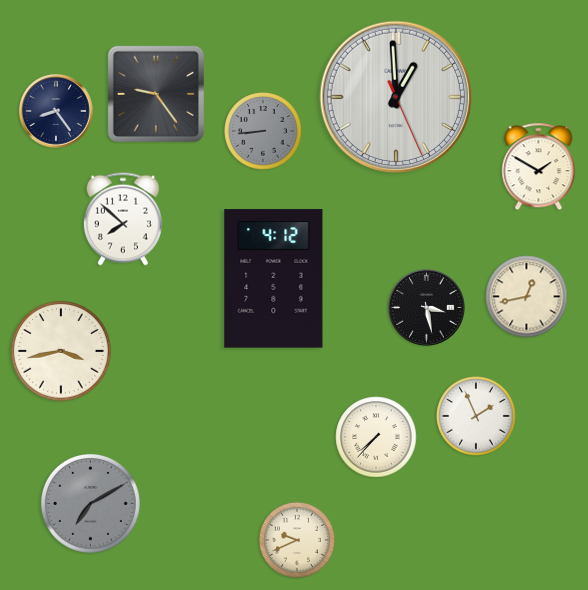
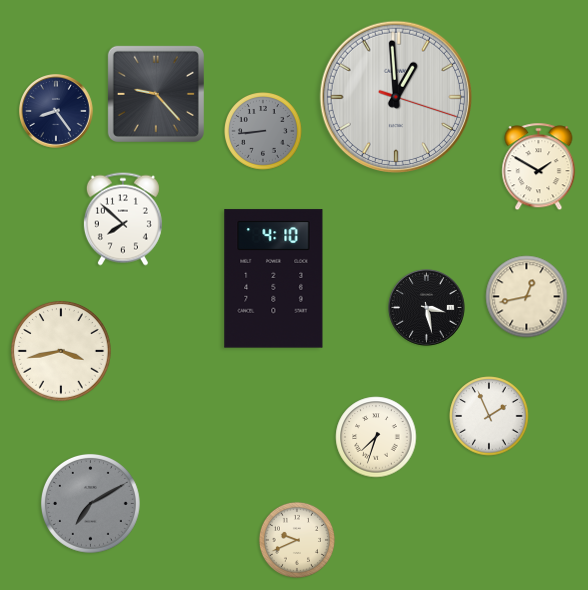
clock at (156, 94): 9:24 -> 9:23
clock at (395, 96): 12:59:26 -> 12:59:18
clock at (274, 279): 4:12 -> 4:10
clock at (476, 416) position: (476, 416) -> (489, 416)
clock at (376, 437): 7:37 -> 7:33
